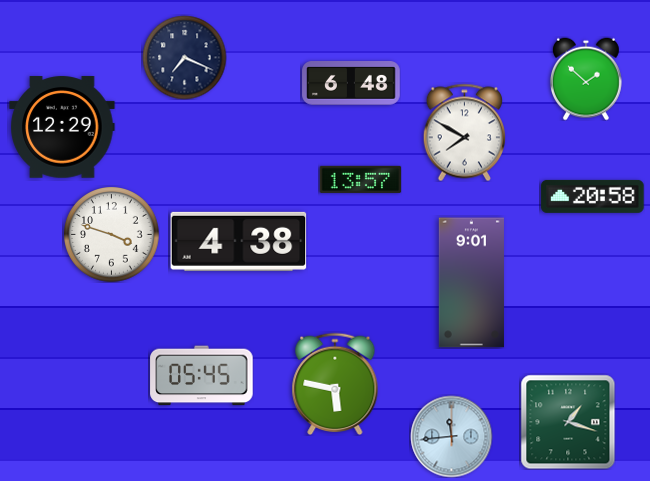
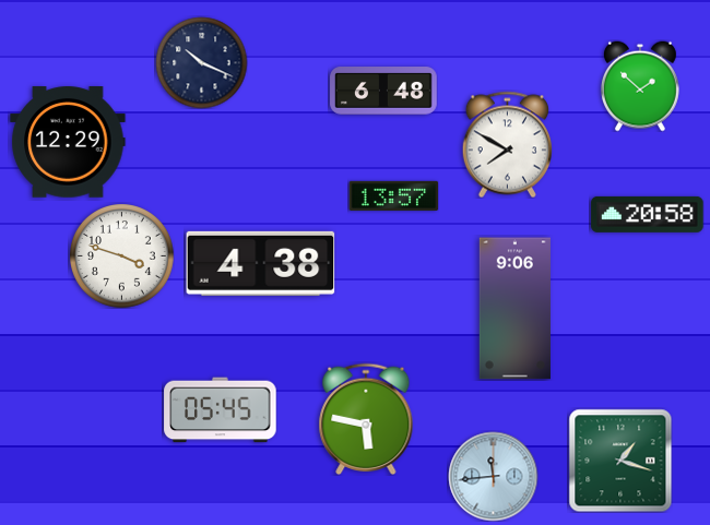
clock at (184, 57): 7:19 -> 10:19
clock at (62, 127) position: (62, 127) -> (68, 142)
clock at (471, 283): 9:01 -> 9:06
